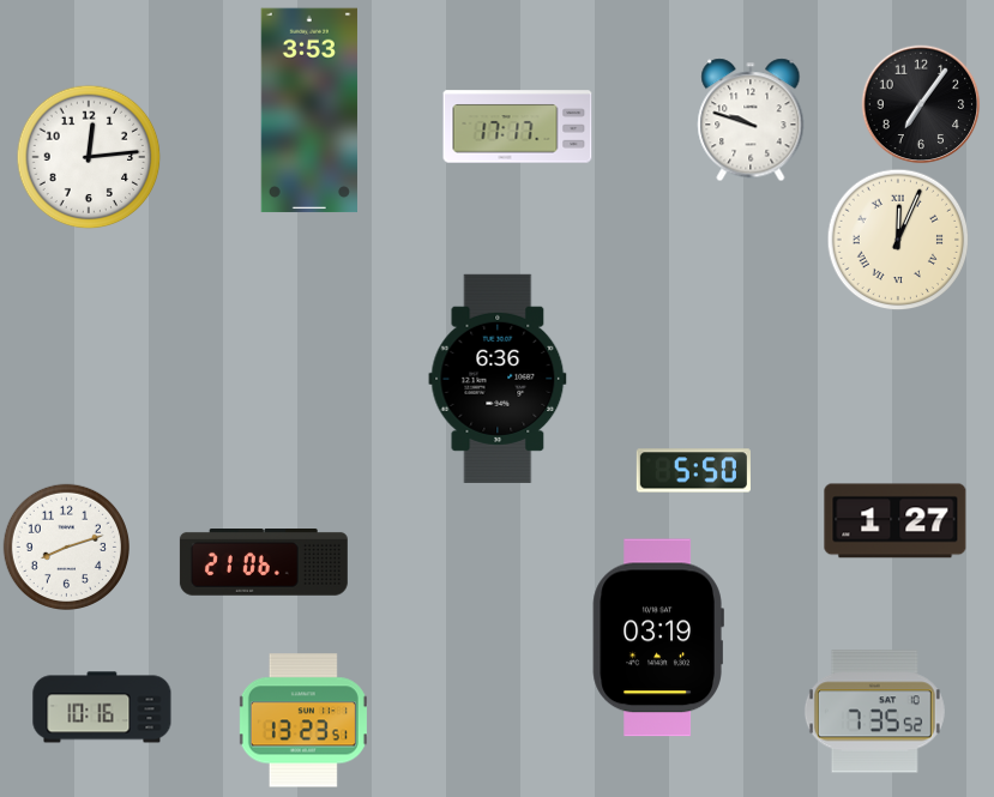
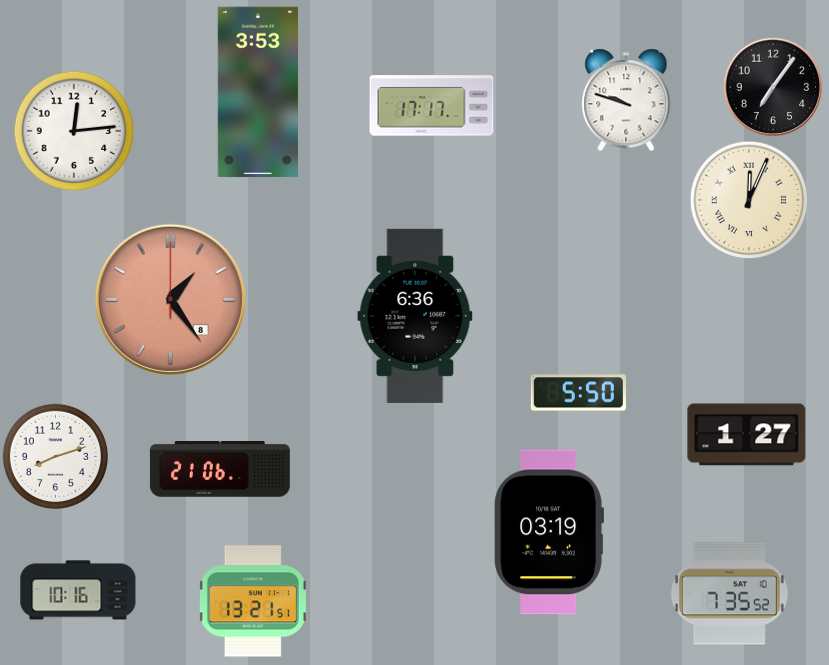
clock at (921, 104) position: (921, 104) -> (773, 87)
clock at (170, 299): none -> 1:24
clock at (102, 707) position: (102, 707) -> (78, 590)
clock at (303, 720): 13:23 -> 13:21
